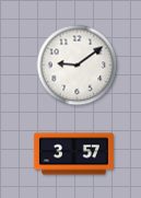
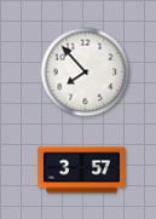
clock at (78, 66): 9:09 -> 7:53
